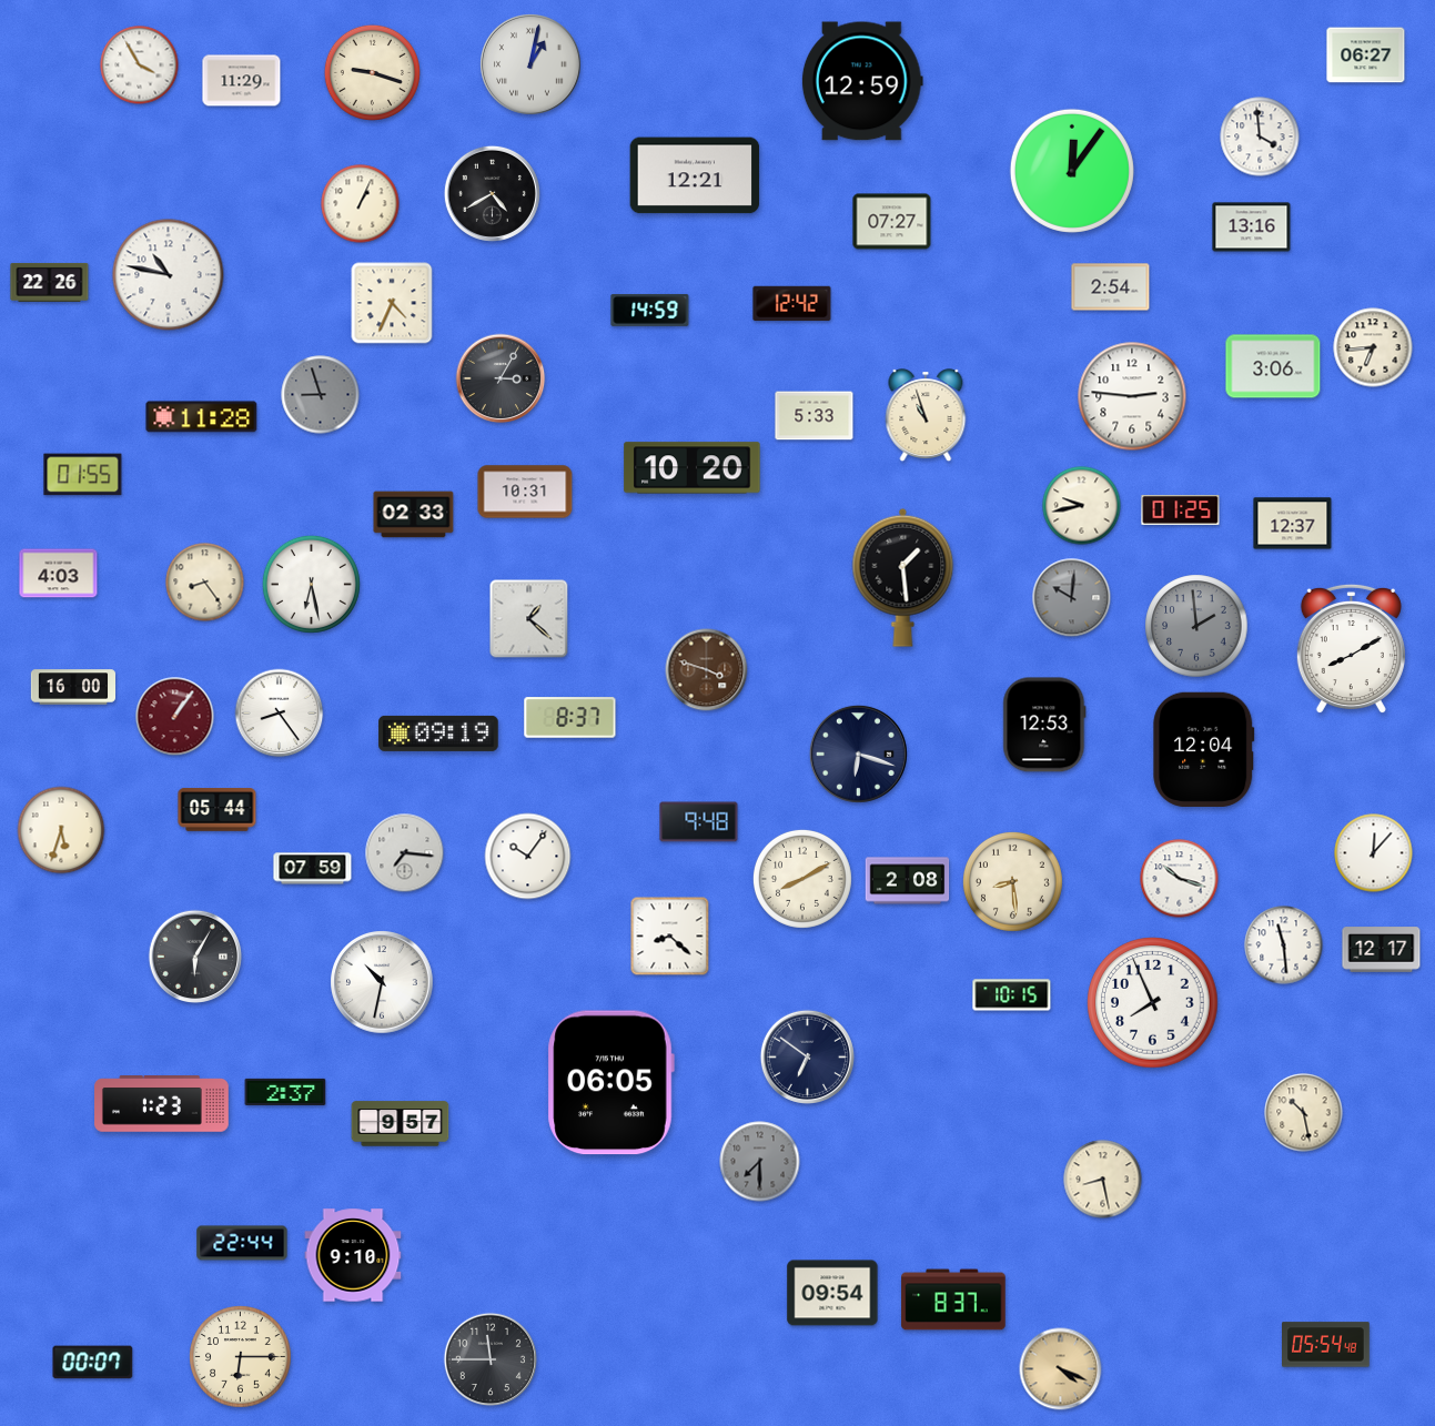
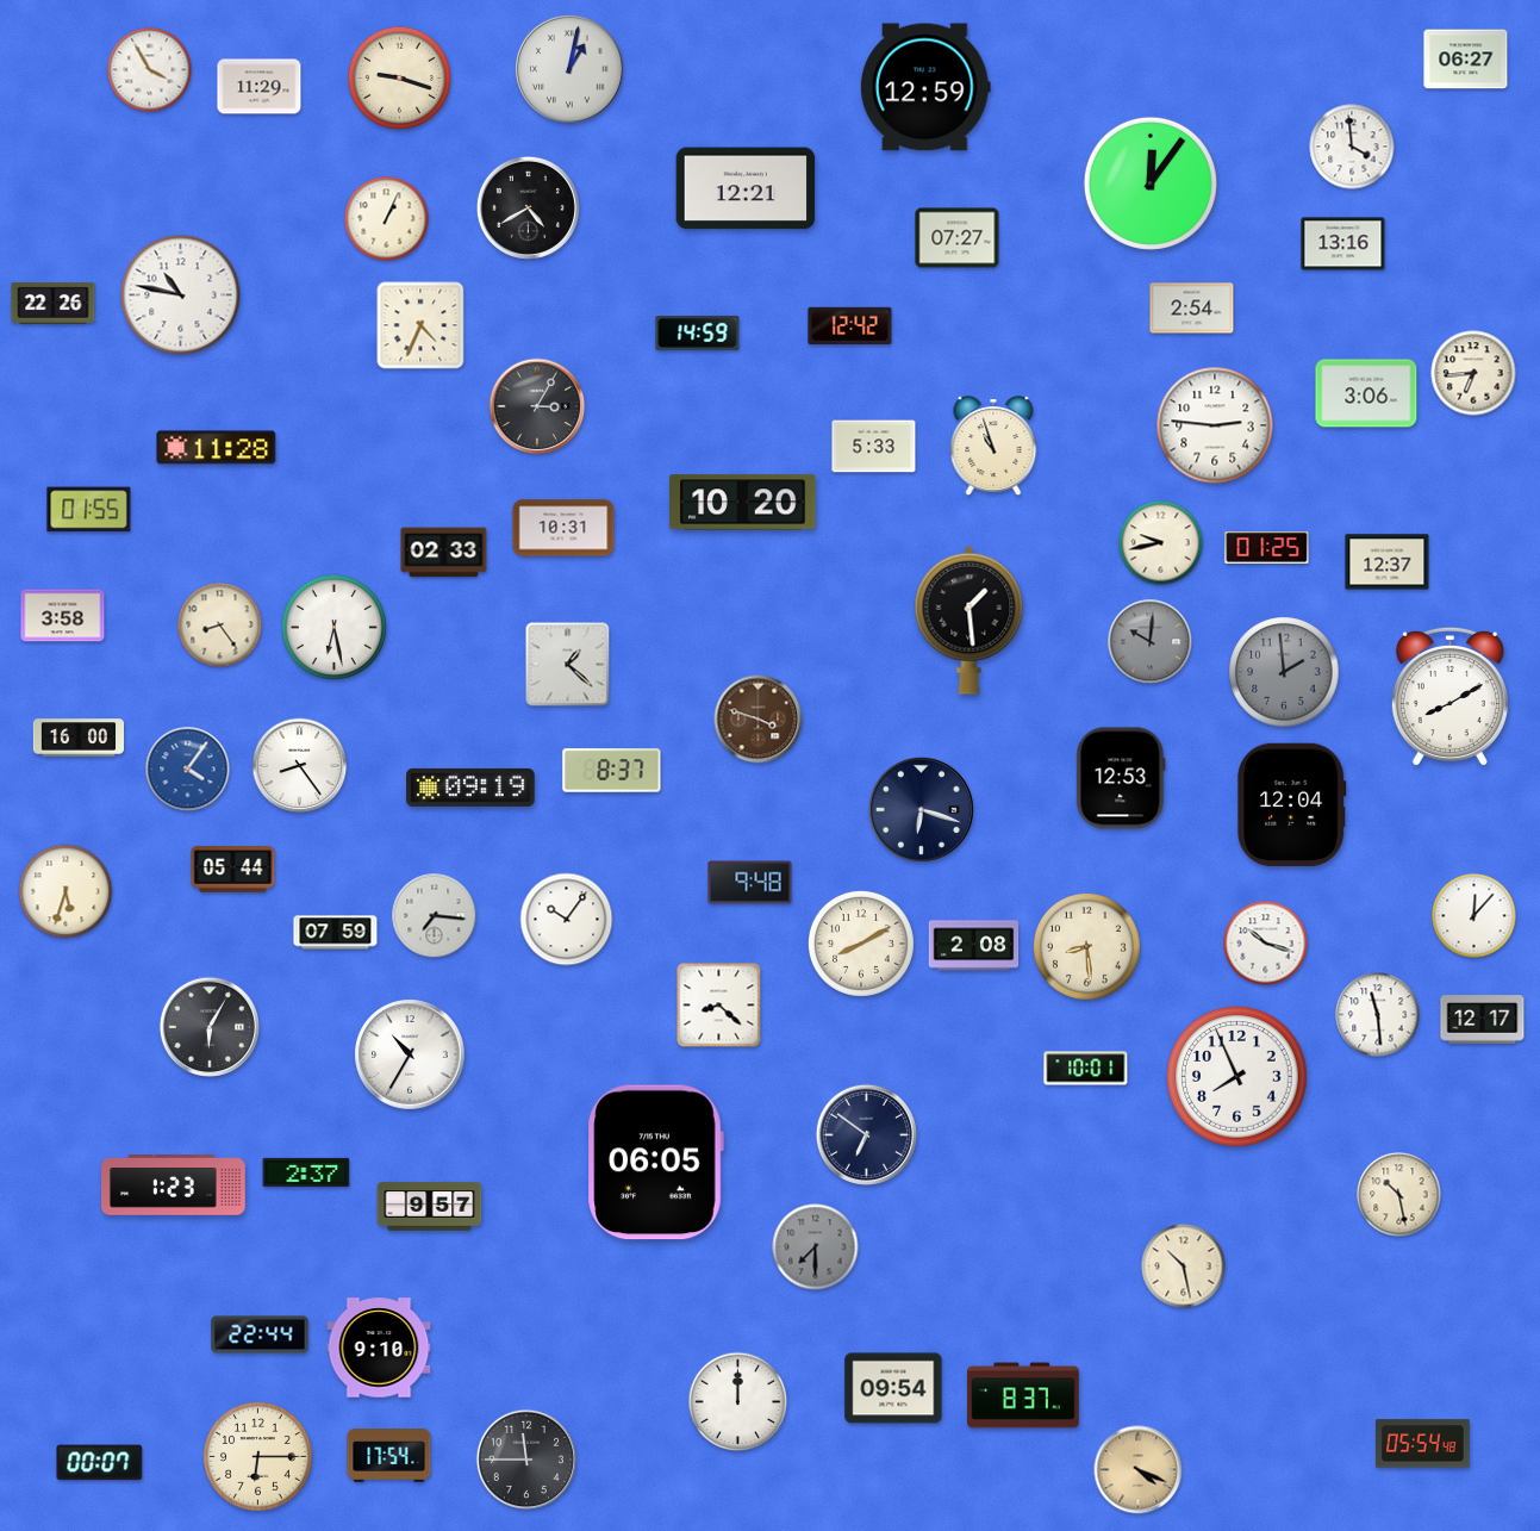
clock at (321, 395): 8:57 -> none
clock at (59, 574): 4:03 -> 3:58
clock at (175, 717): 1:06 -> 4:06
clock at (175, 717) dial: burgundy -> blue
clock at (382, 982): 10:32 -> 10:35
clock at (1012, 995): 10:15 -> 10:01
clock at (1103, 1180): 8:28 -> 10:28
clock at (738, 1402): none -> 12:00
clock at (389, 1456): none -> 17:54
